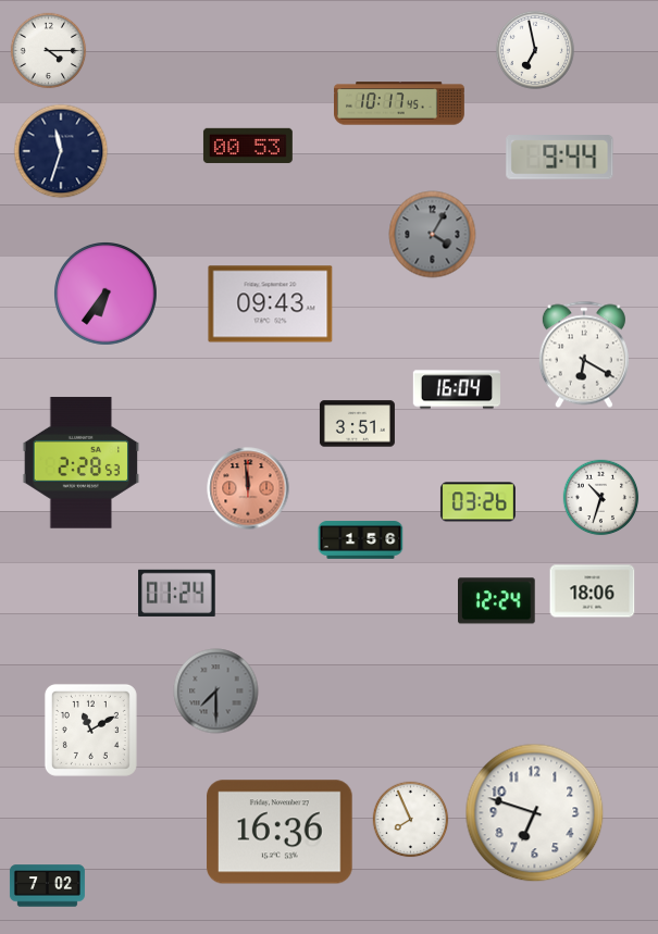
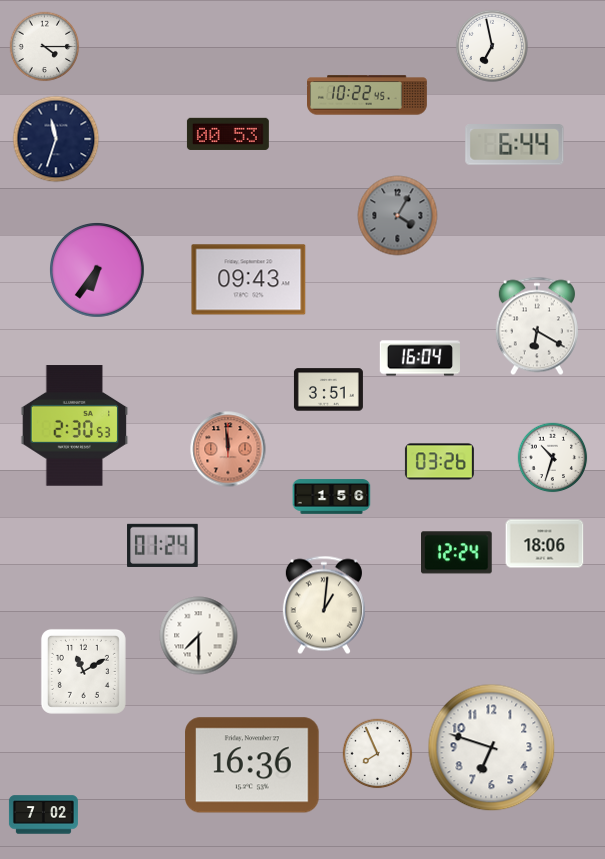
clock at (400, 103): 10:17 -> 10:22
clock at (560, 158): 9:44 -> 6:44
clock at (82, 463): 2:28 -> 2:30
clock at (324, 605): none -> 1:01
clock at (216, 692) dial: grey -> white
clock at (280, 832) position: (280, 832) -> (252, 765)
